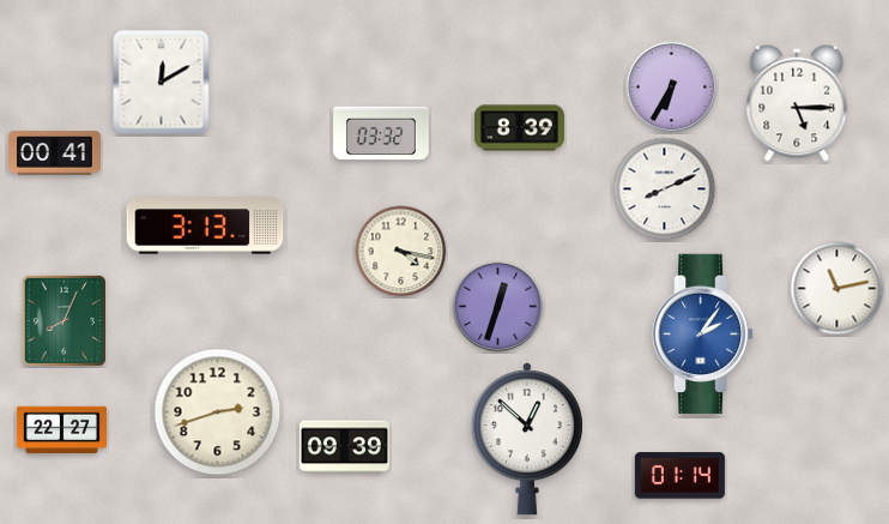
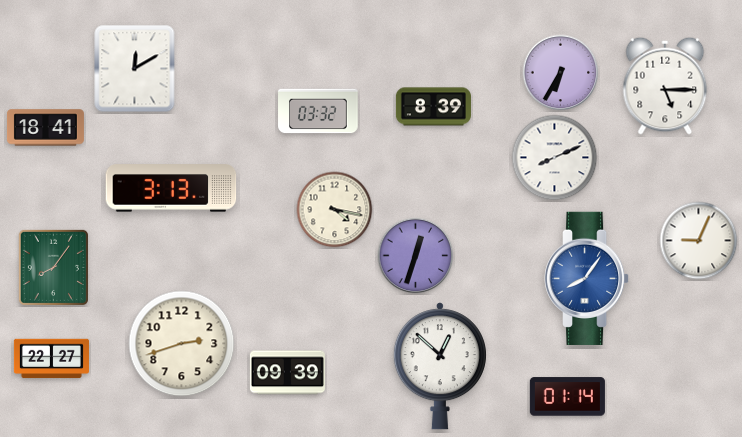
clock at (54, 153): 00:41 -> 18:41
clock at (837, 289): 11:13 -> 9:04
clock at (63, 320): 8:04 -> 8:06
clock at (703, 333): 2:06 -> 8:06
